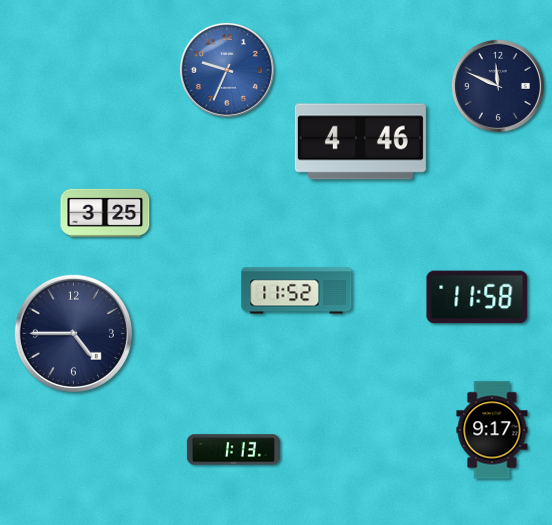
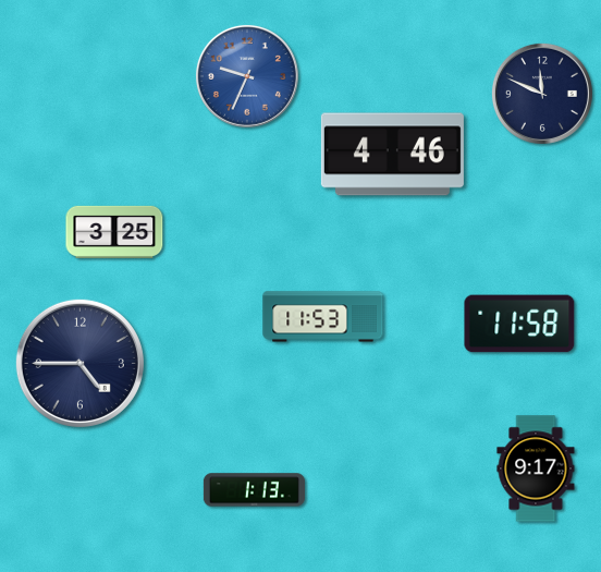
clock at (297, 291): 11:52 -> 11:53
